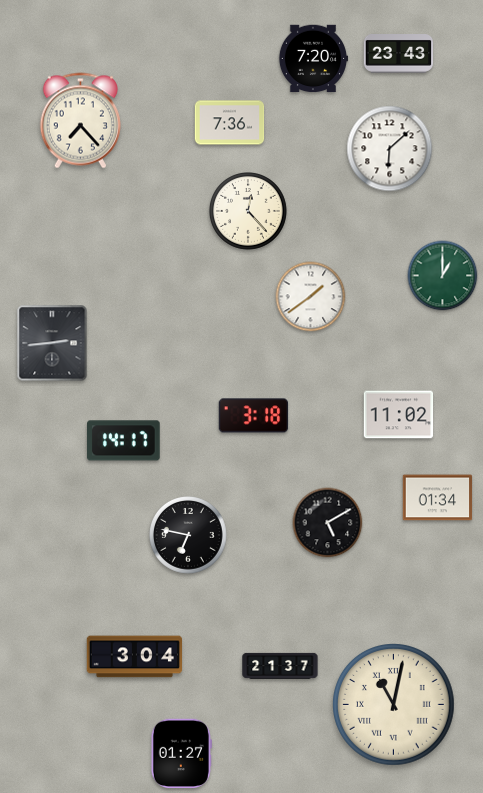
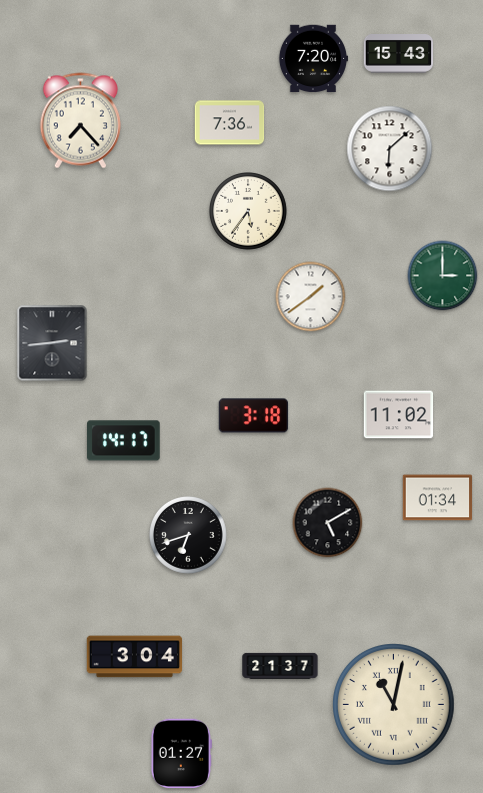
clock at (399, 54): 23:43 -> 15:43
clock at (249, 212): 12:23 -> 5:36
clock at (443, 276): 1:00 -> 3:00
clock at (189, 536): 6:47 -> 6:42
